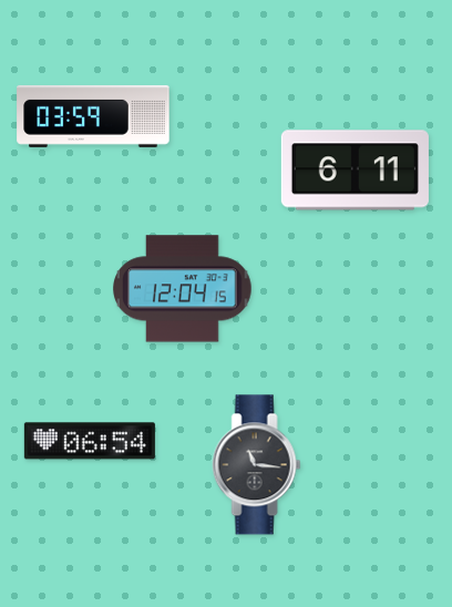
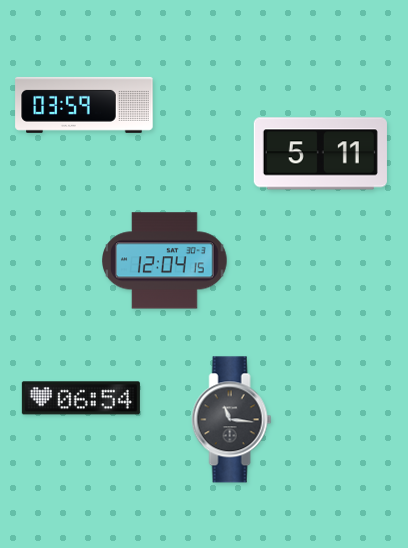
clock at (355, 171): 6:11 -> 5:11
